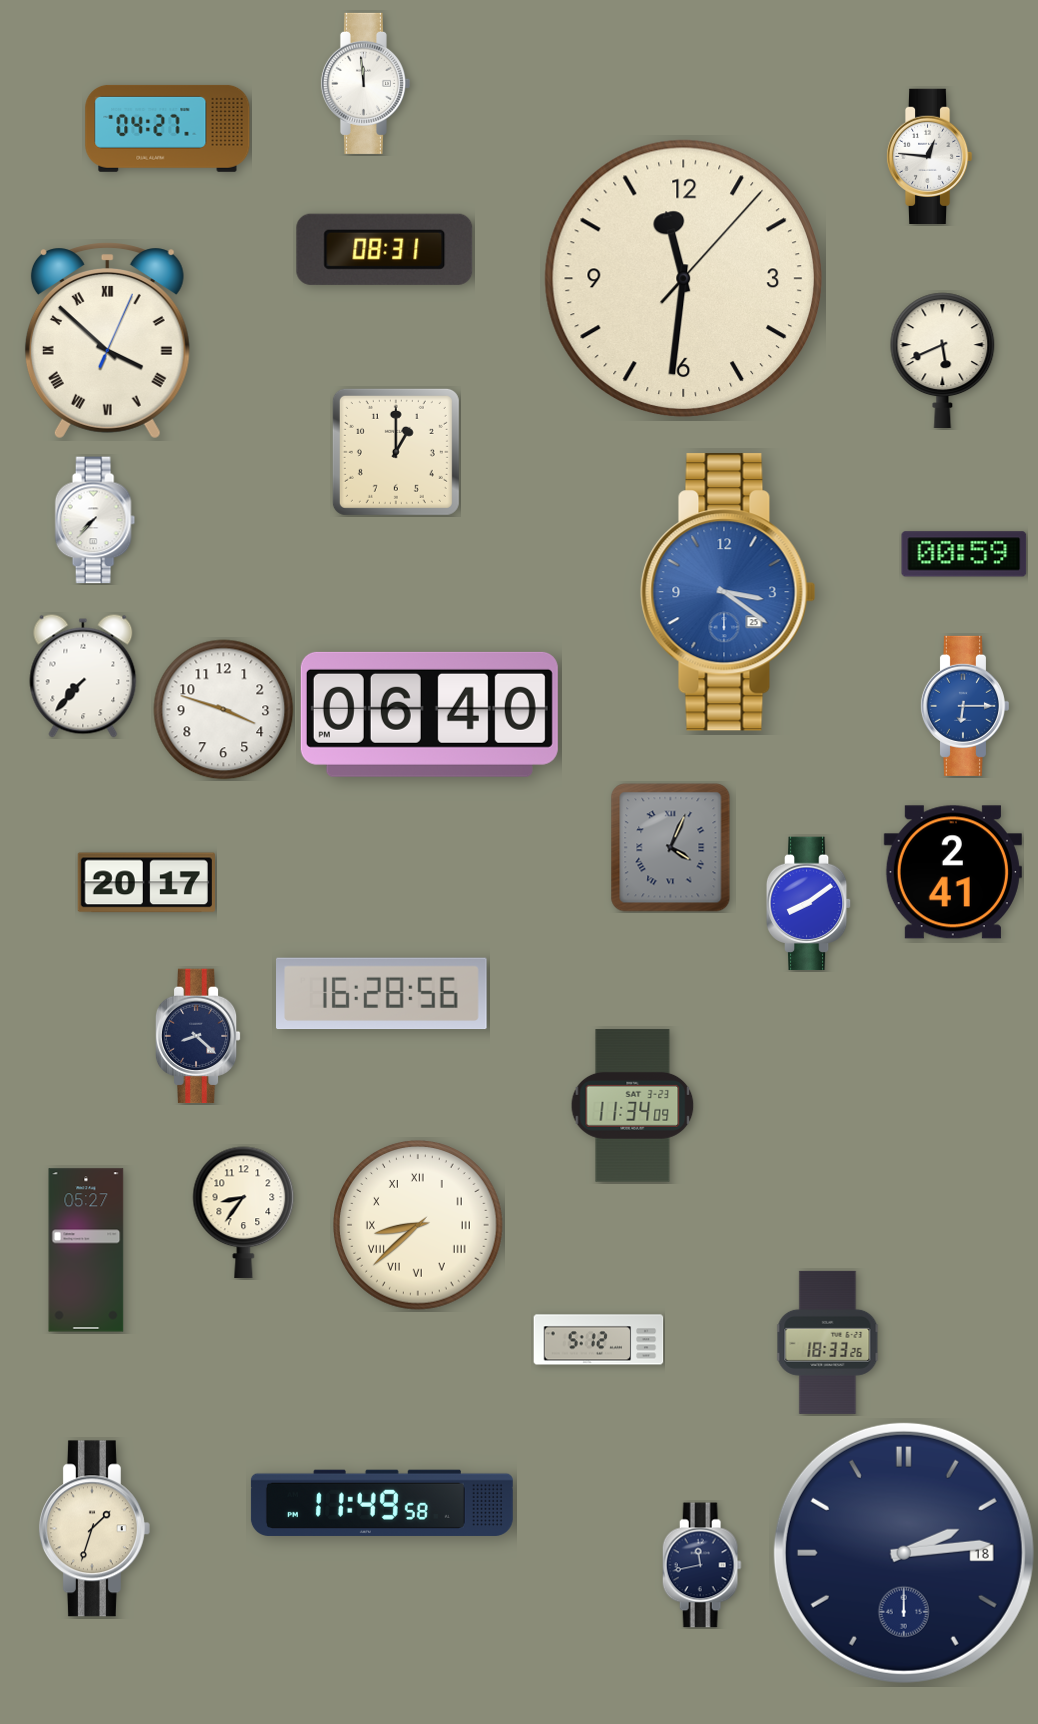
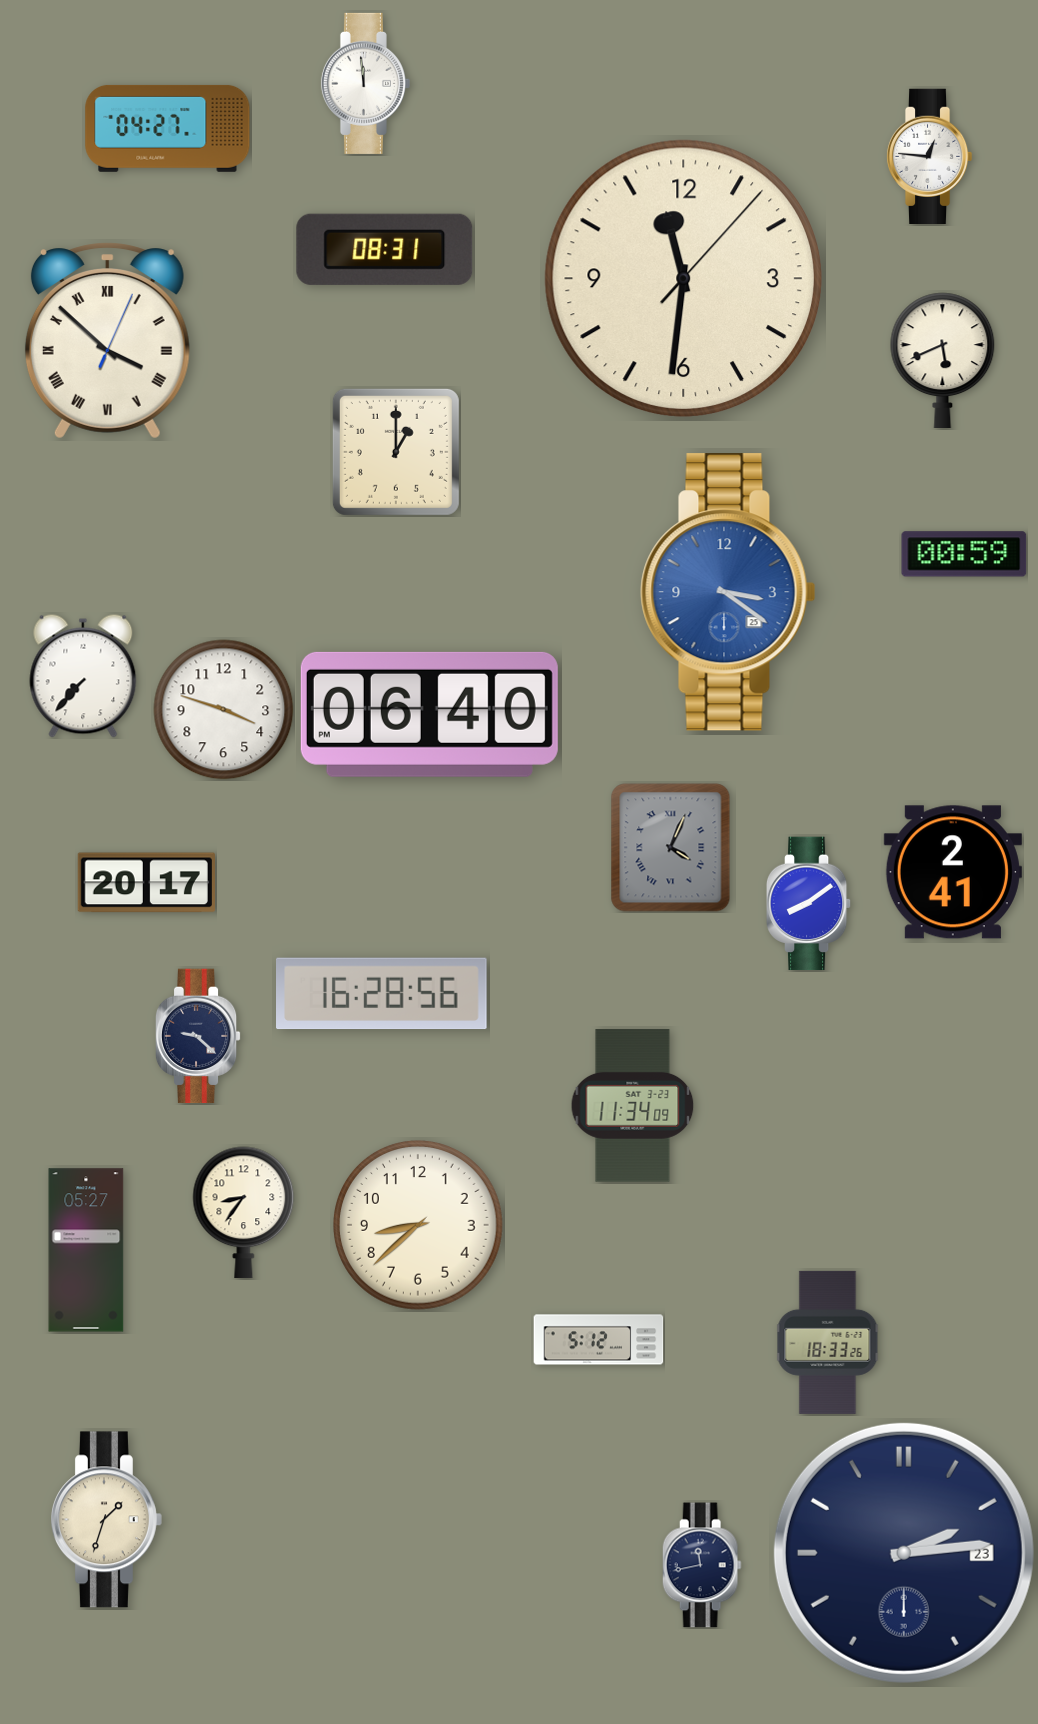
clock at (95, 520): 7:37 -> none
clock at (964, 706): 6:15 -> none
clock at (198, 1036): 8:22 -> 9:22
clock at (419, 1226) numerals: Roman -> Arabic
clock at (382, 1503): 11:49 -> none
clock at (94, 1529) position: (94, 1529) -> (106, 1520)
clock at (904, 1553) date: 18 -> 23
